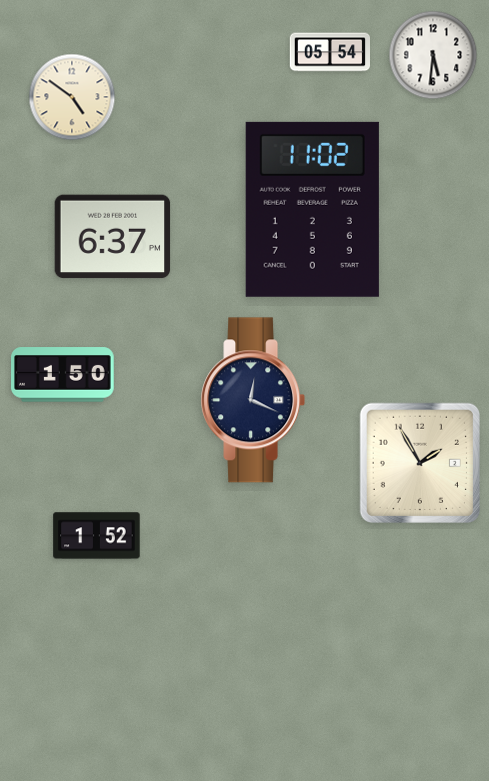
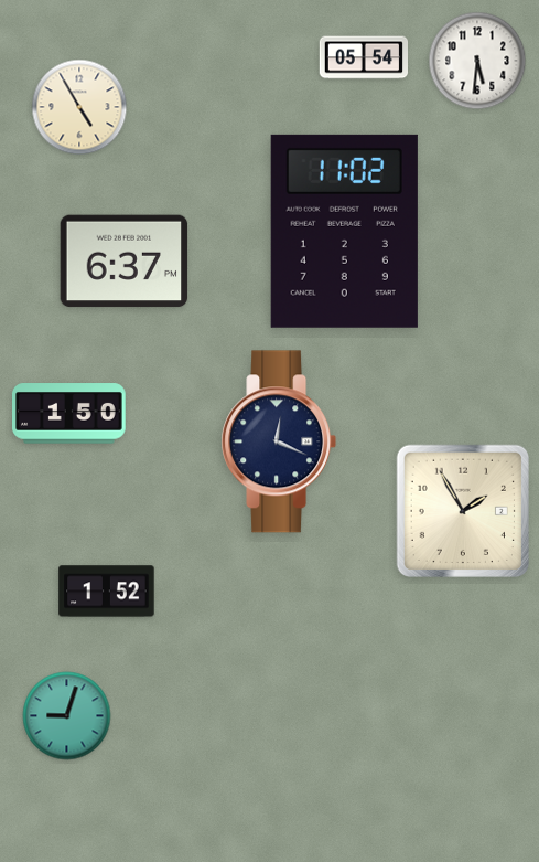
clock at (72, 97): 4:51 -> 4:55
clock at (67, 716): none -> 9:03
